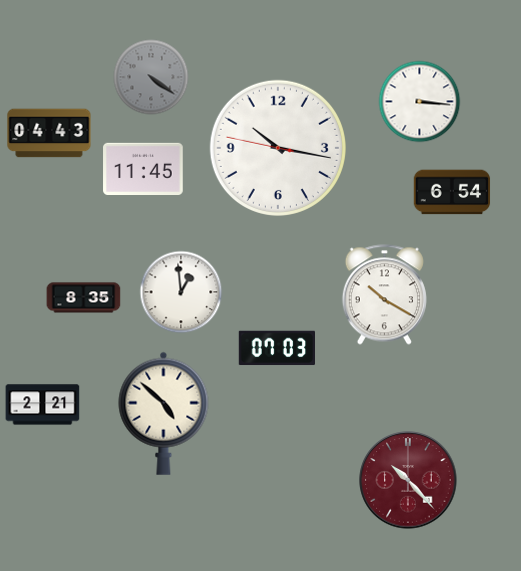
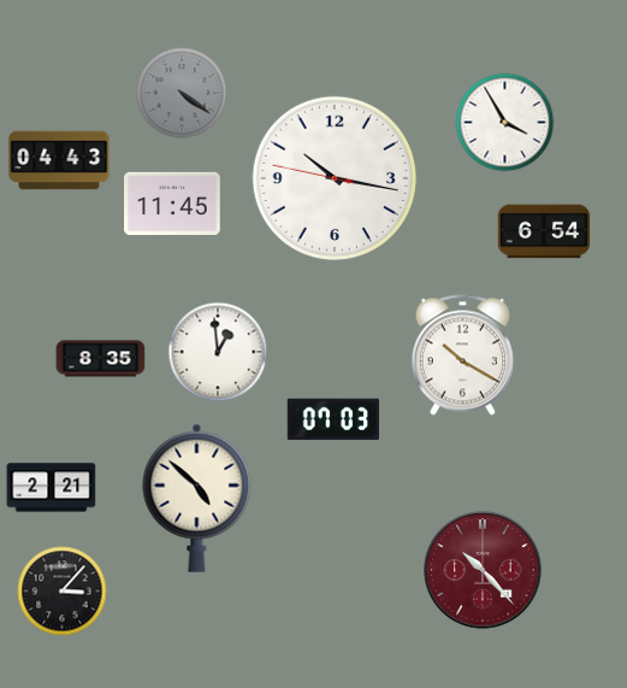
clock at (420, 102): 3:16 -> 3:55
clock at (408, 480) position: (408, 480) -> (483, 570)
clock at (63, 592): none -> 3:07
